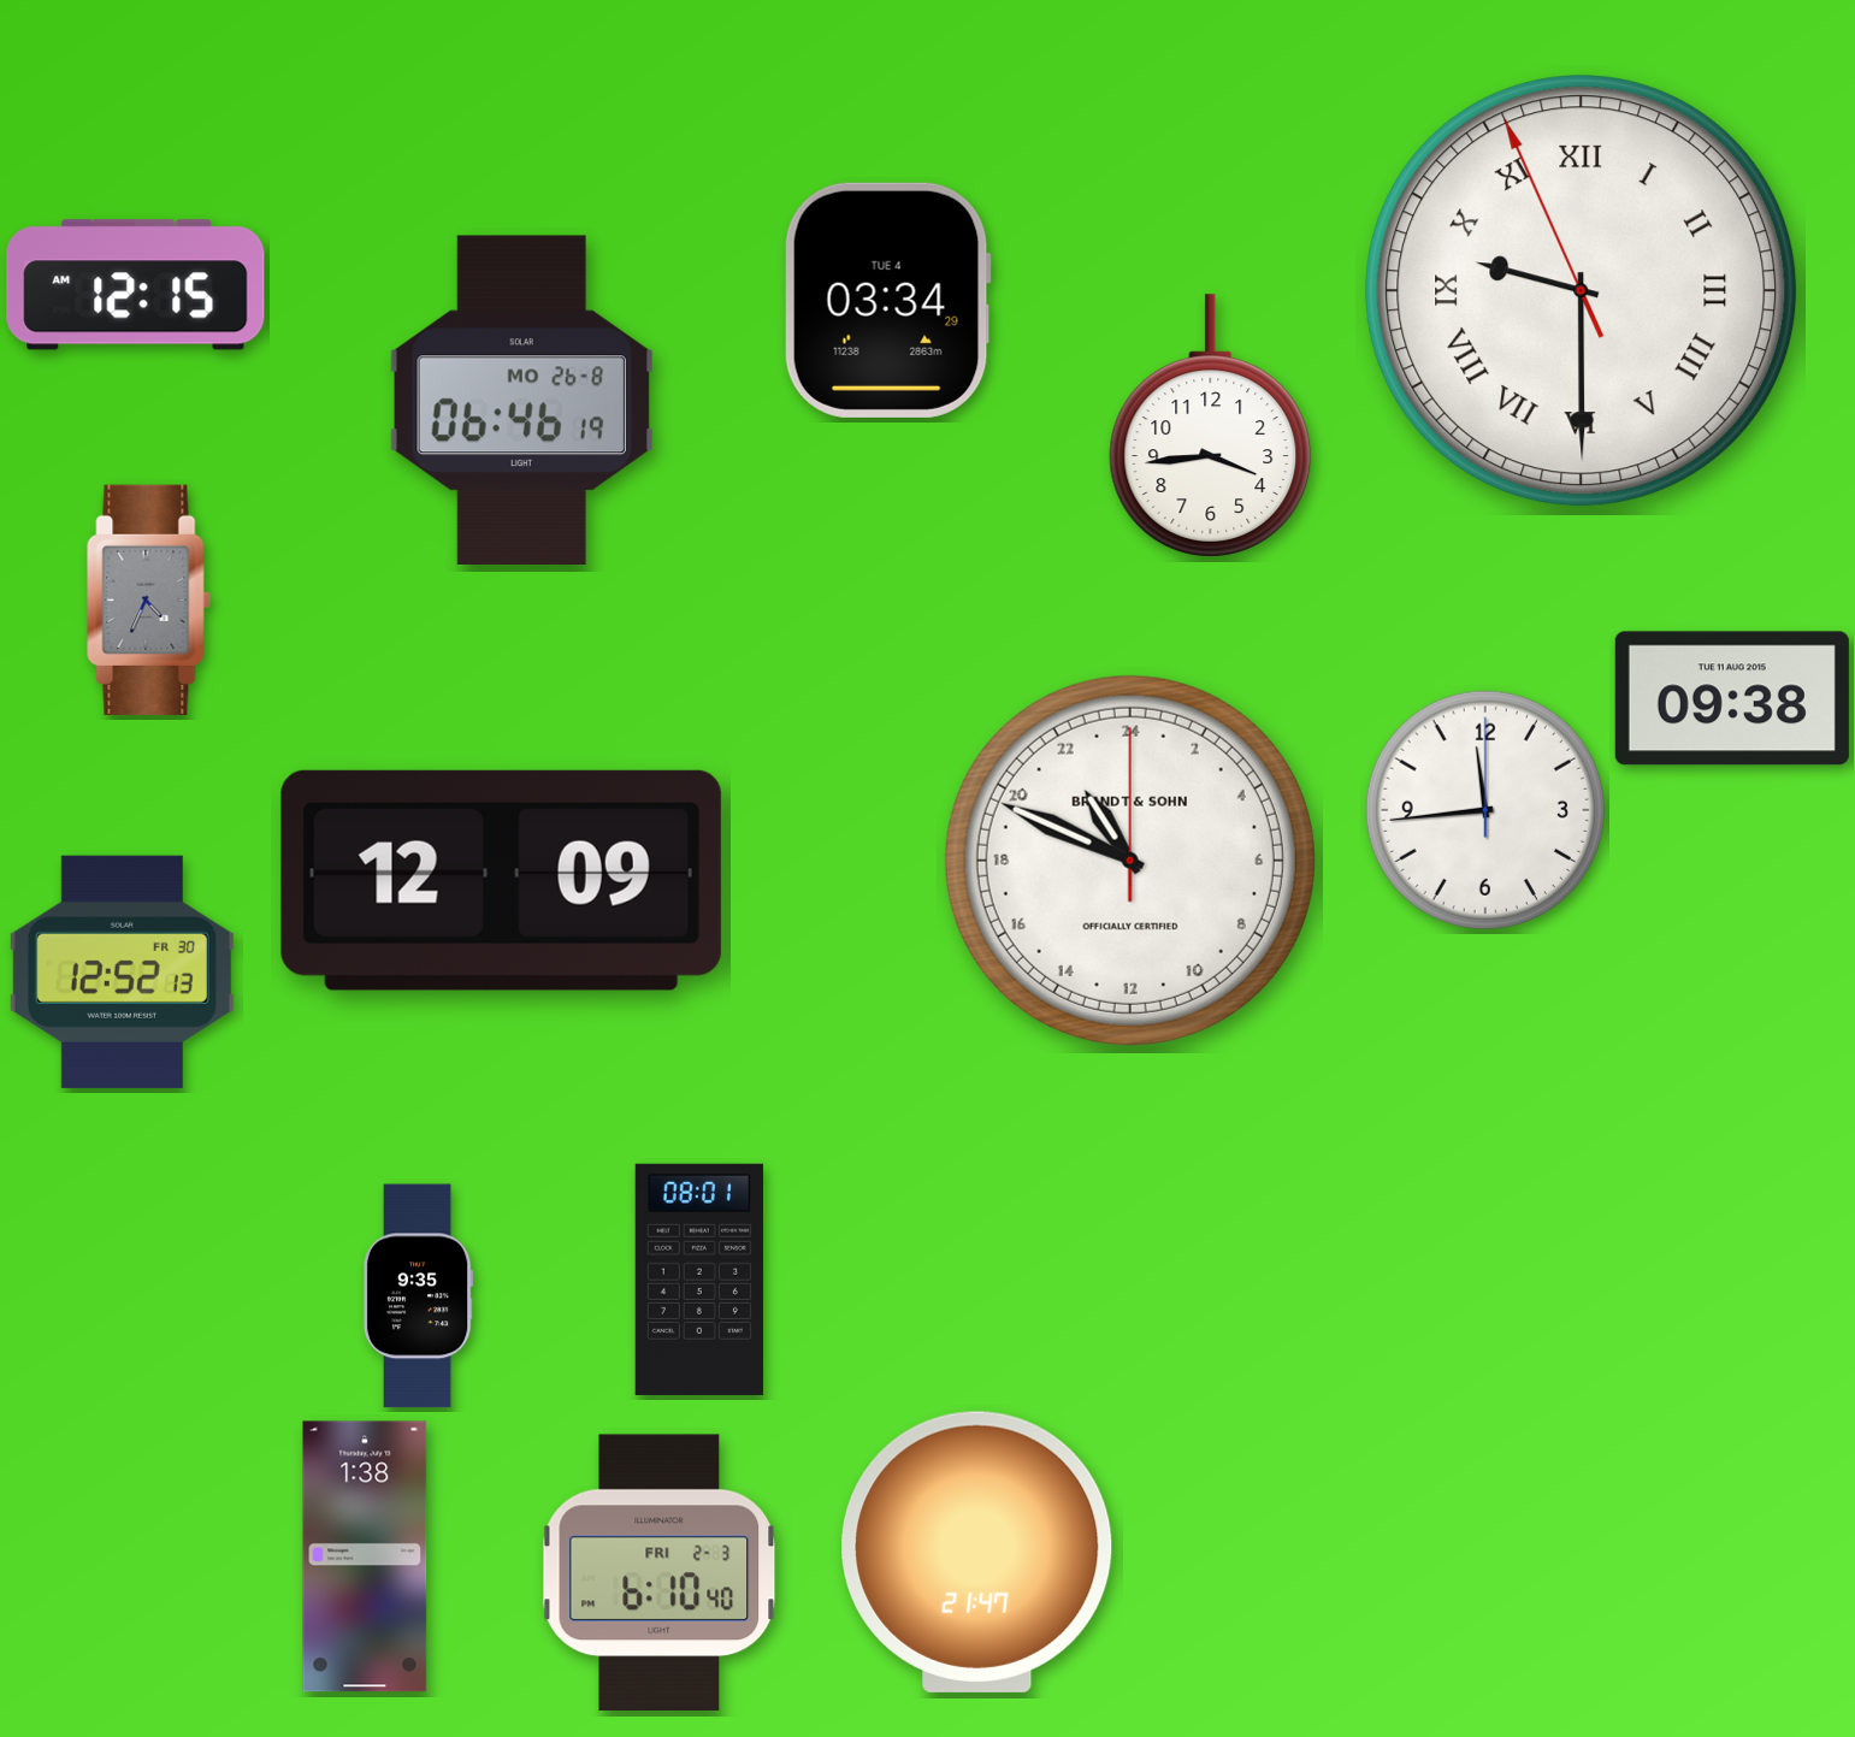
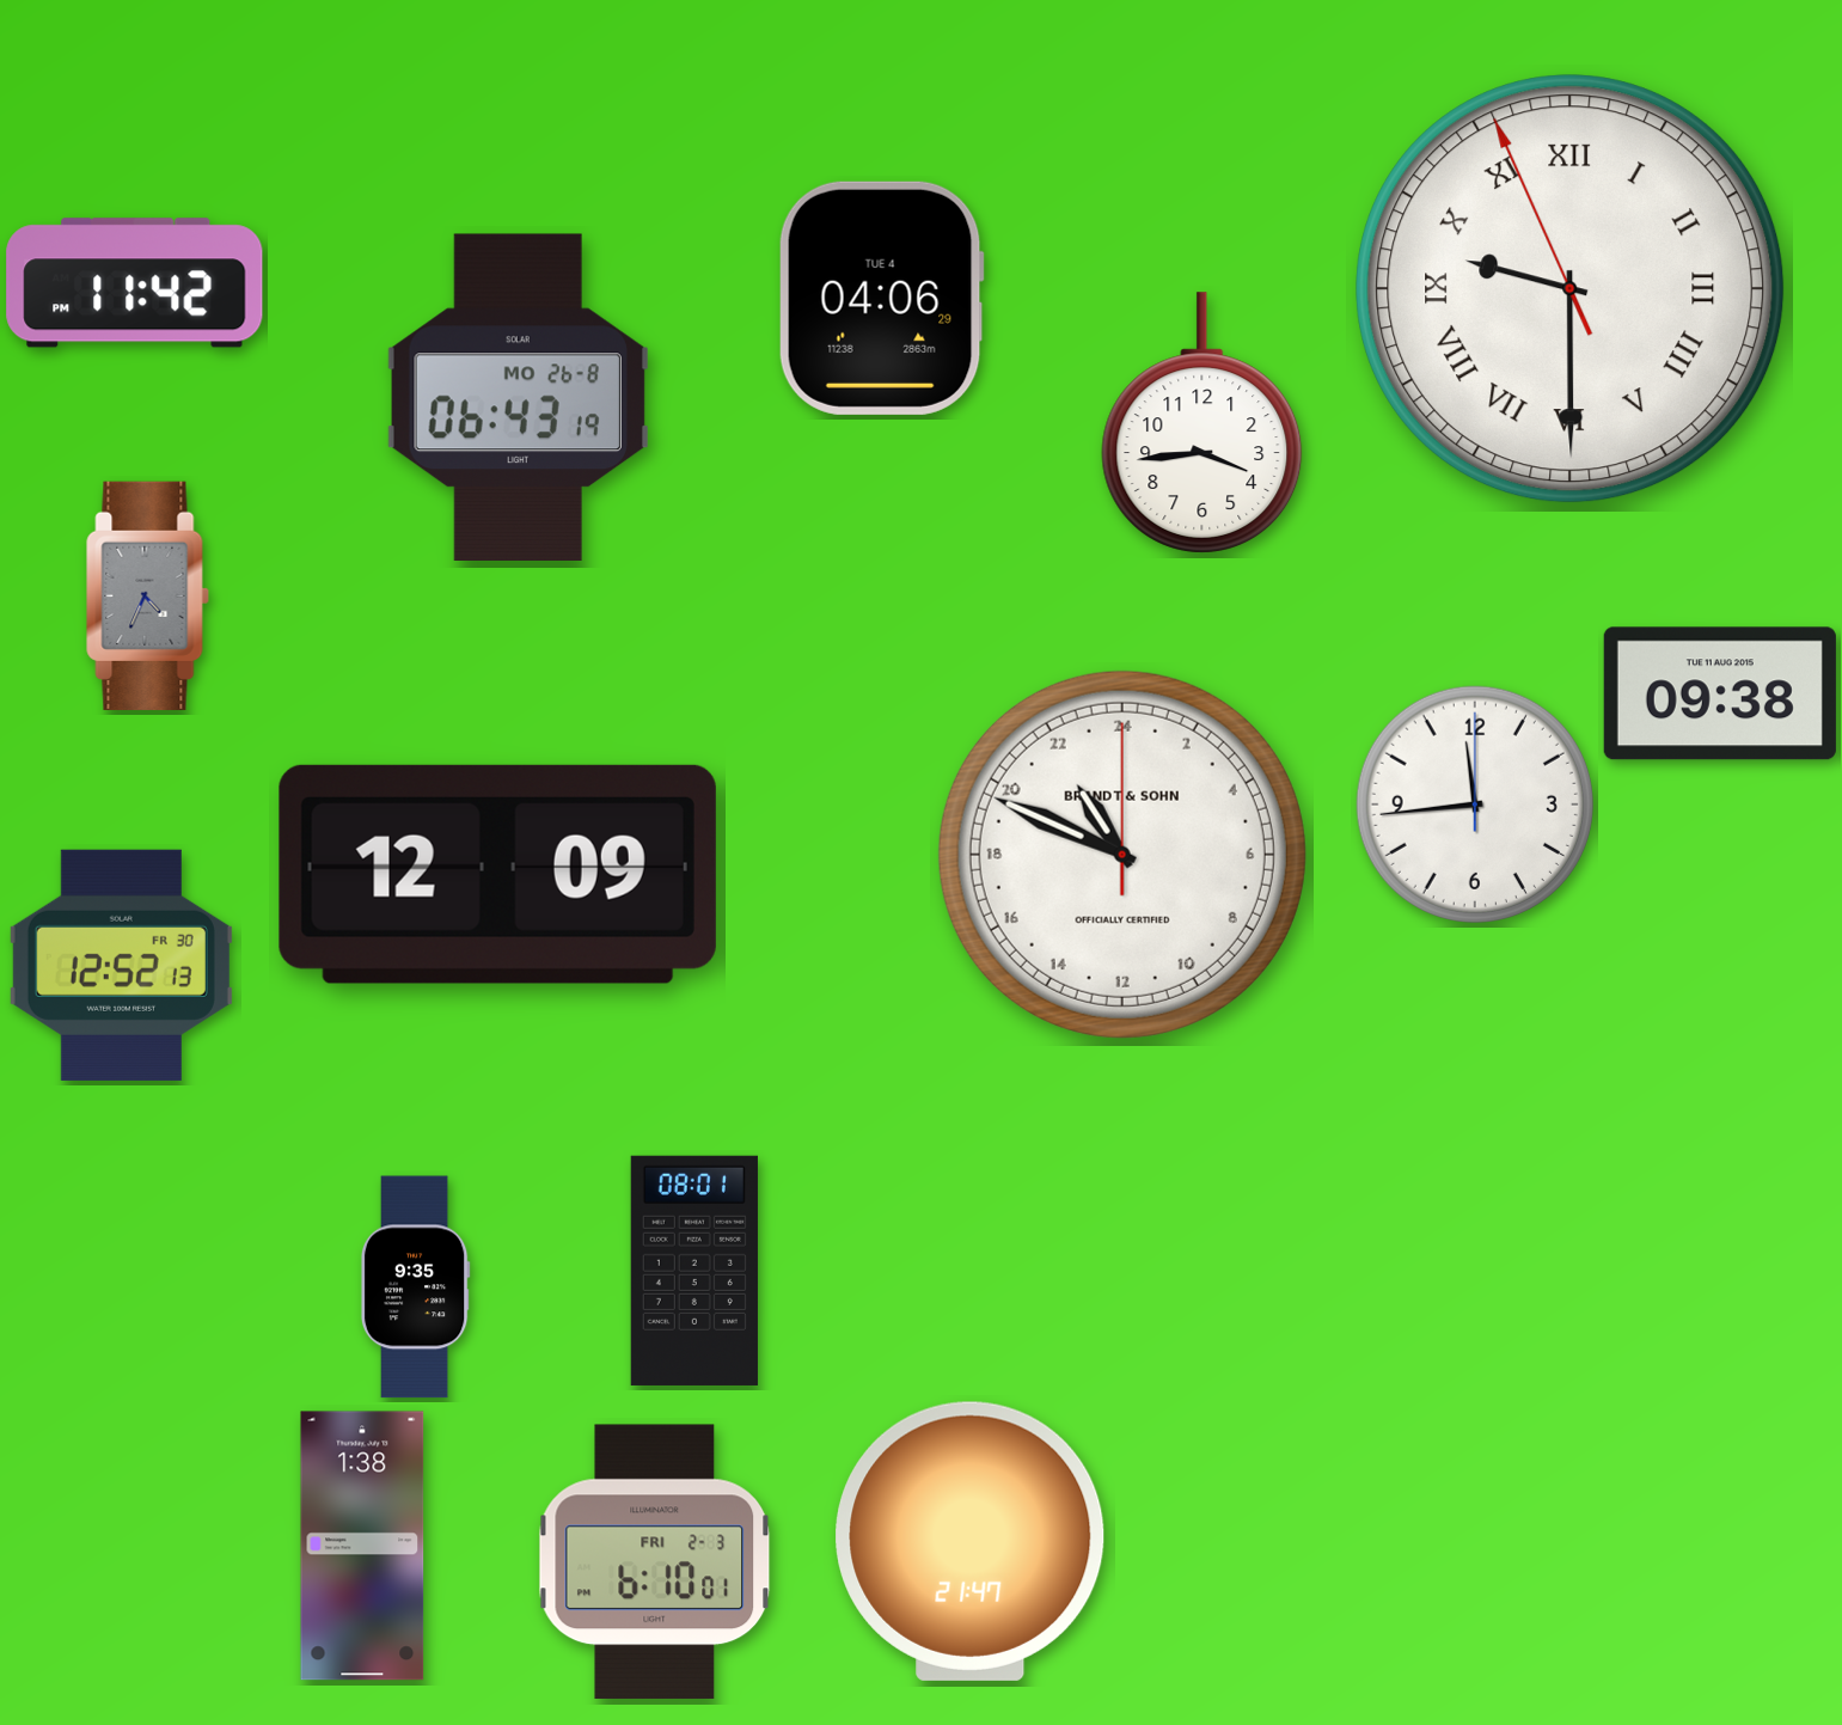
clock at (136, 285): 12:15 -> 11:42
clock at (887, 300): 03:34 -> 04:06
clock at (521, 400): 06:46 -> 06:43
clock at (660, 1573): 6:10:40 -> 6:10:01
